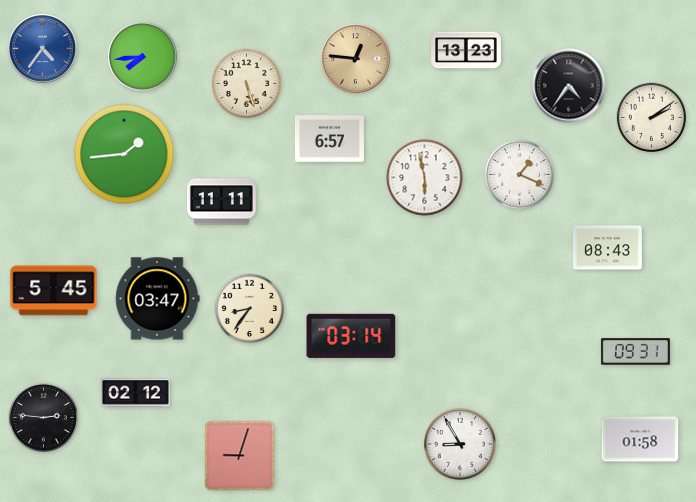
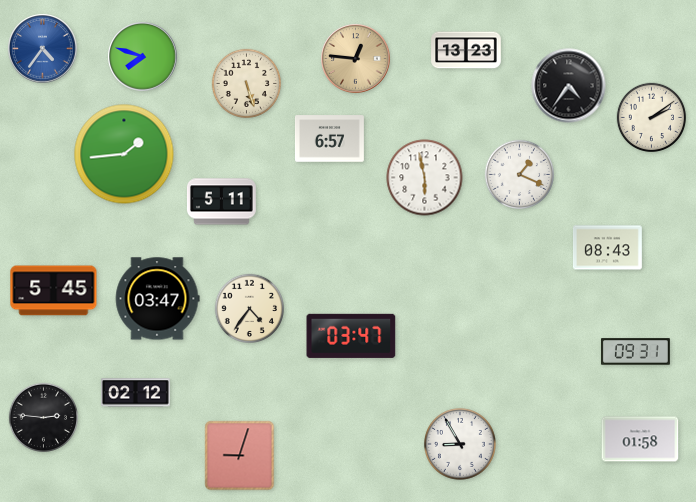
clock at (143, 57): 7:44 -> 7:48
clock at (221, 202): 11:11 -> 5:11
clock at (249, 308): 8:36 -> 4:36
clock at (351, 336): 03:14 -> 03:47
